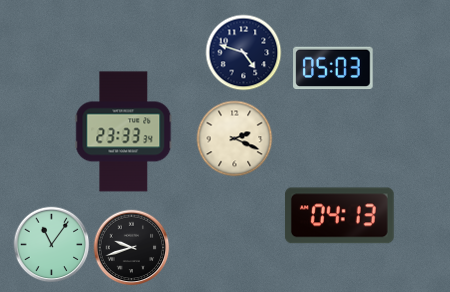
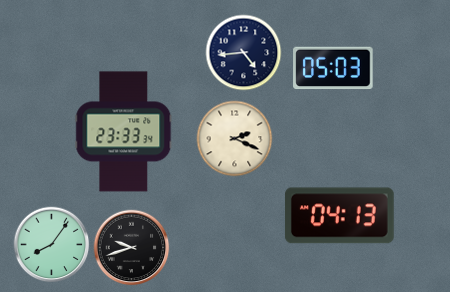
clock at (244, 53): 4:48 -> 4:44
clock at (52, 245): 11:06 -> 8:06
